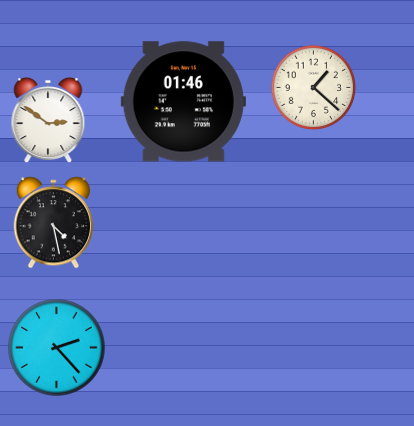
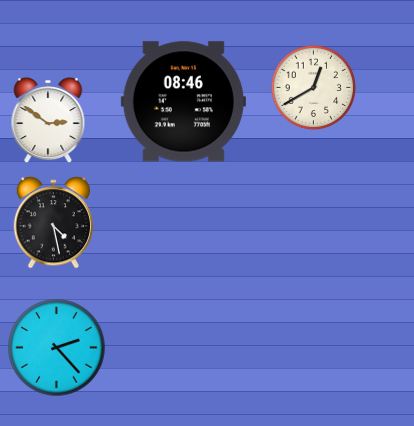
clock at (314, 88): 1:22 -> 12:40
clock at (183, 102): 01:46 -> 08:46
